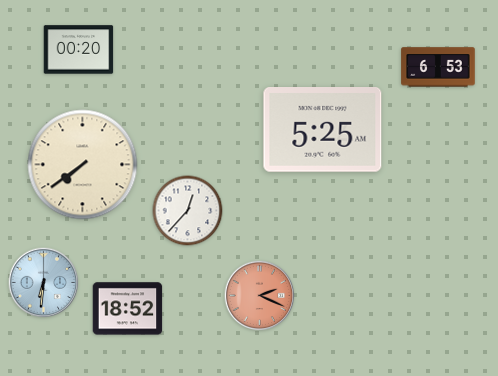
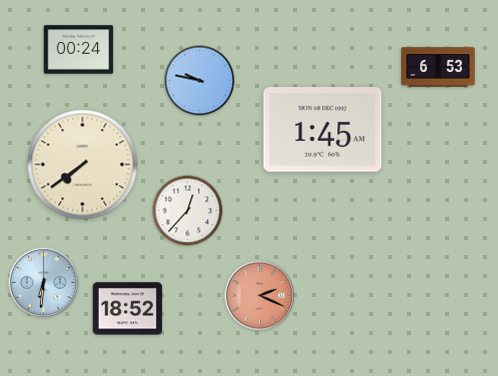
clock at (79, 50): 00:20 -> 00:24
clock at (200, 81): none -> 9:47
clock at (323, 130): 5:25 -> 1:45
